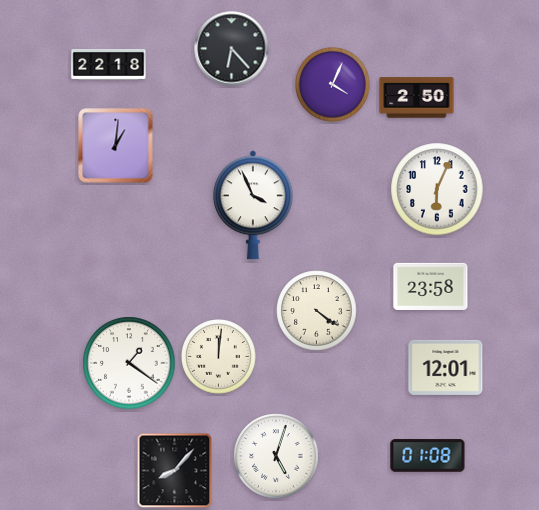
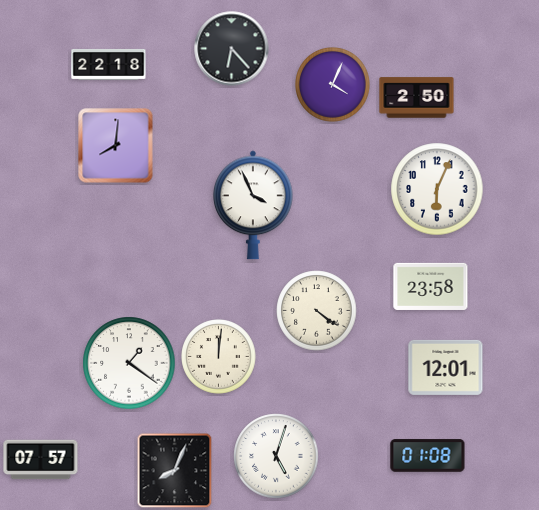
clock at (116, 146): 1:01 -> 8:01
clock at (41, 460): none -> 07:57
clock at (175, 471): 8:07 -> 8:04
